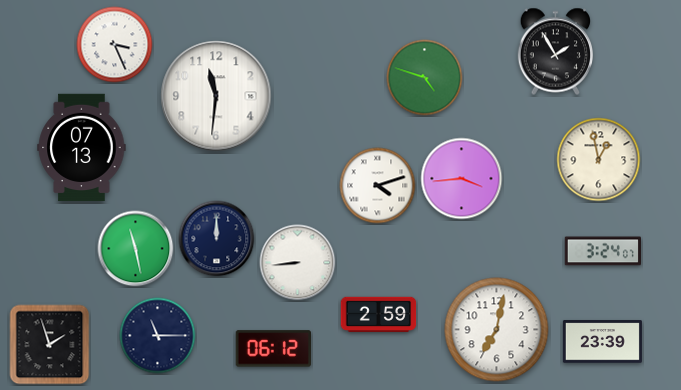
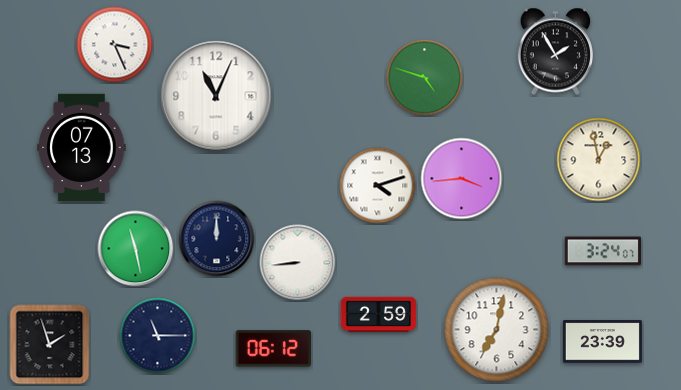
clock at (216, 96): 11:31 -> 11:04
